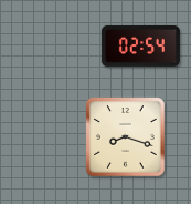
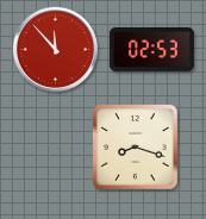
clock at (55, 49): none -> 11:53
clock at (140, 45): 02:54 -> 02:53
